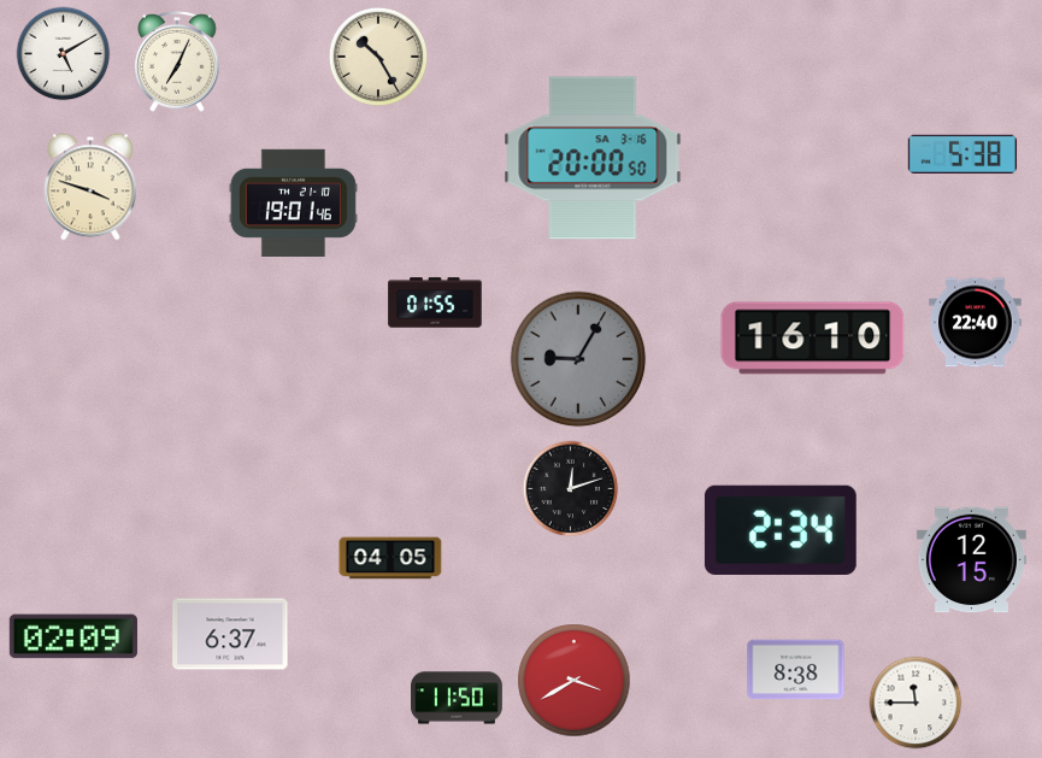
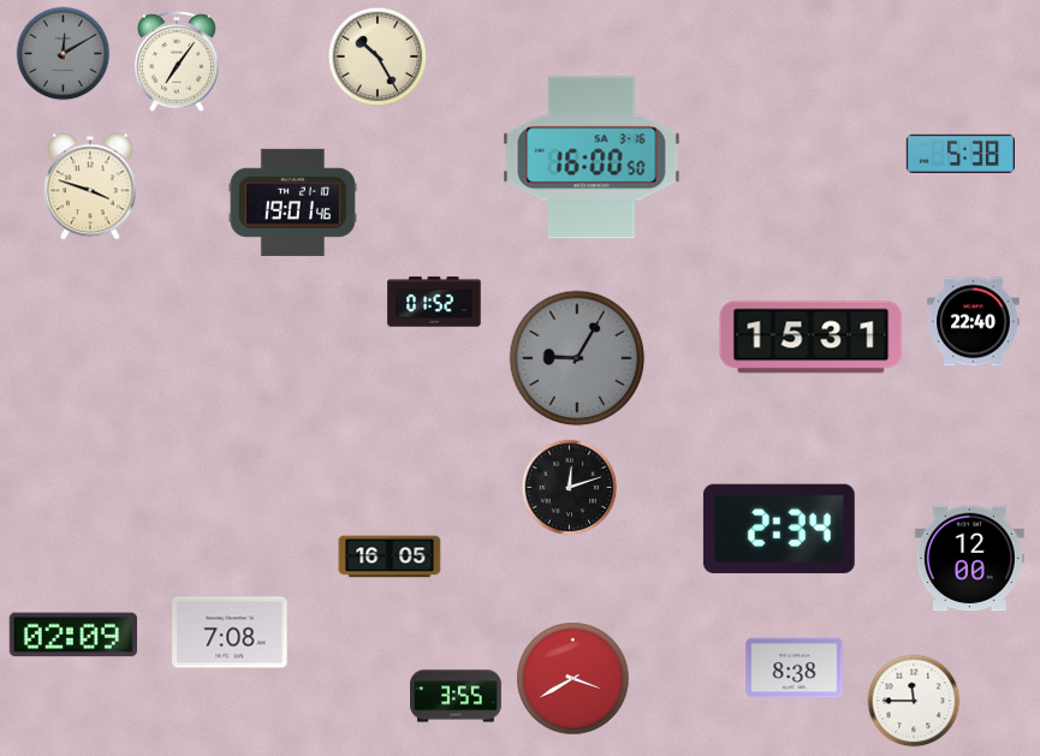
clock at (64, 54): 5:10 -> 12:10
clock at (64, 54) dial: white -> grey
clock at (178, 61): 7:04 -> 7:06
clock at (593, 158): 20:00 -> 16:00
clock at (435, 302): 01:55 -> 01:52
clock at (813, 339): 16:10 -> 15:31
clock at (390, 558): 04:05 -> 16:05
clock at (971, 560): 12:15 -> 12:00
clock at (230, 634): 6:37 -> 7:08
clock at (458, 698): 11:50 -> 3:55
